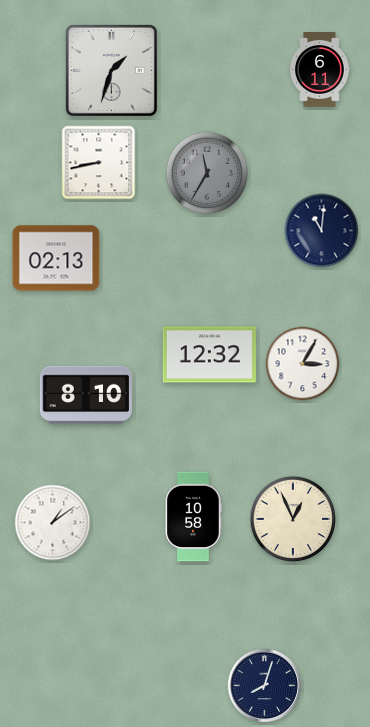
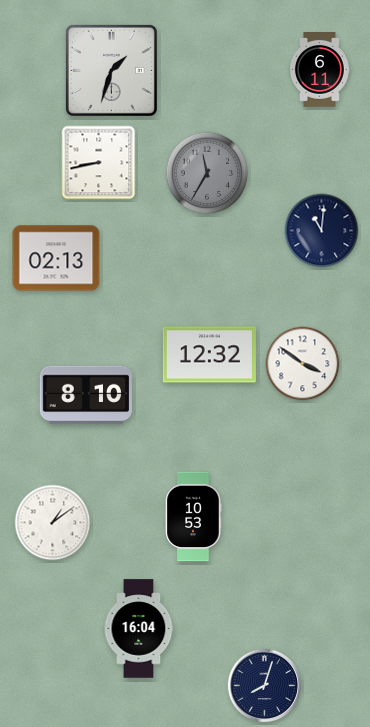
clock at (303, 364): 3:05 -> 3:51
clock at (193, 517): 10:58 -> 10:53
clock at (292, 518): 12:56 -> none
clock at (139, 629): none -> 16:04
